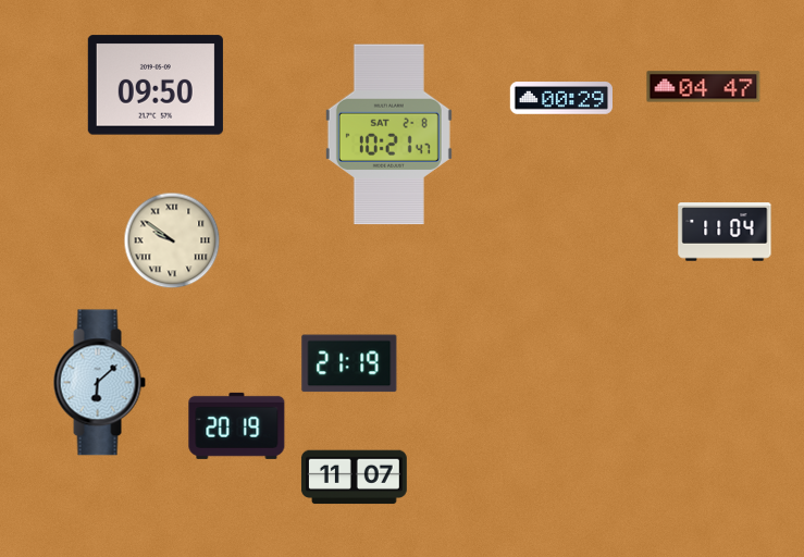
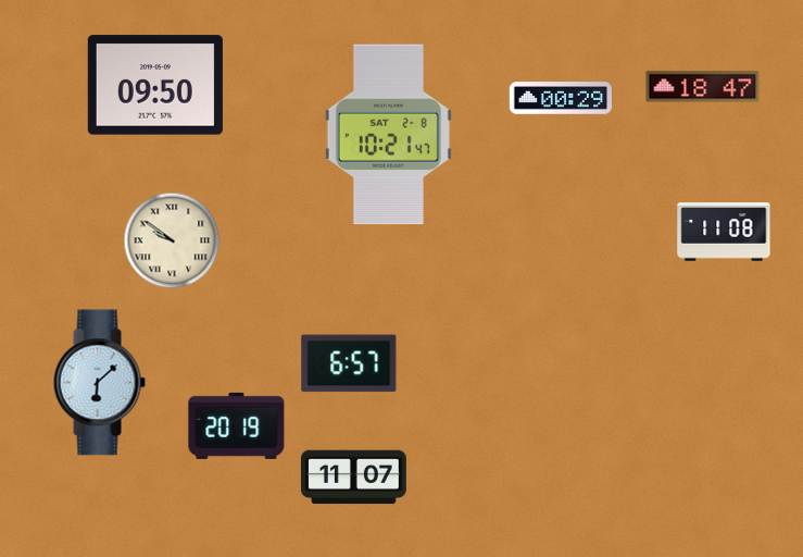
clock at (704, 87): 04:47 -> 18:47
clock at (725, 232): 11:04 -> 11:08
clock at (349, 363): 21:19 -> 6:57
